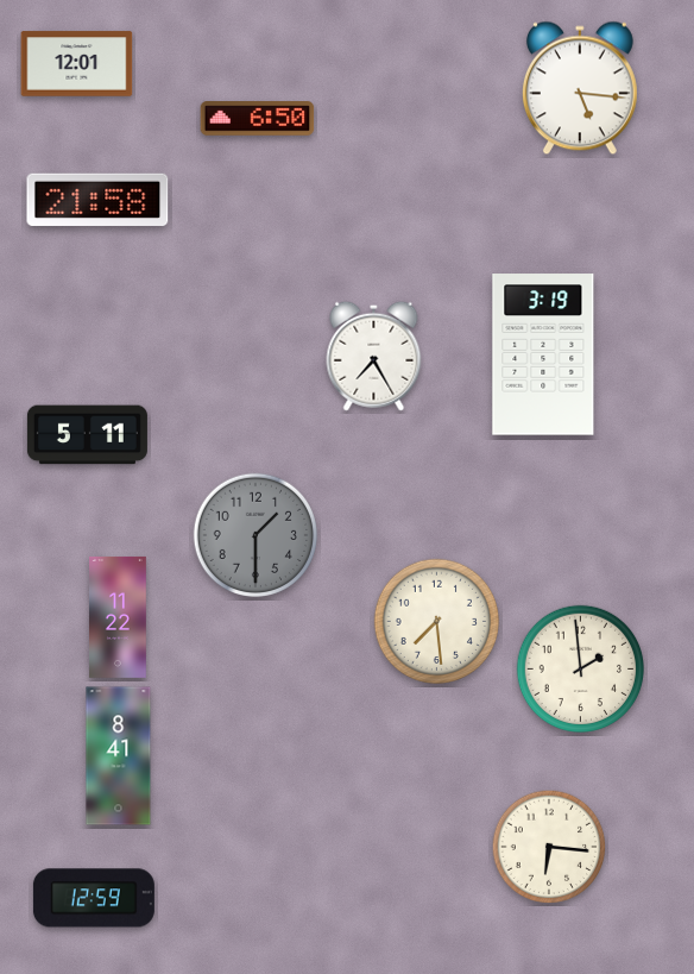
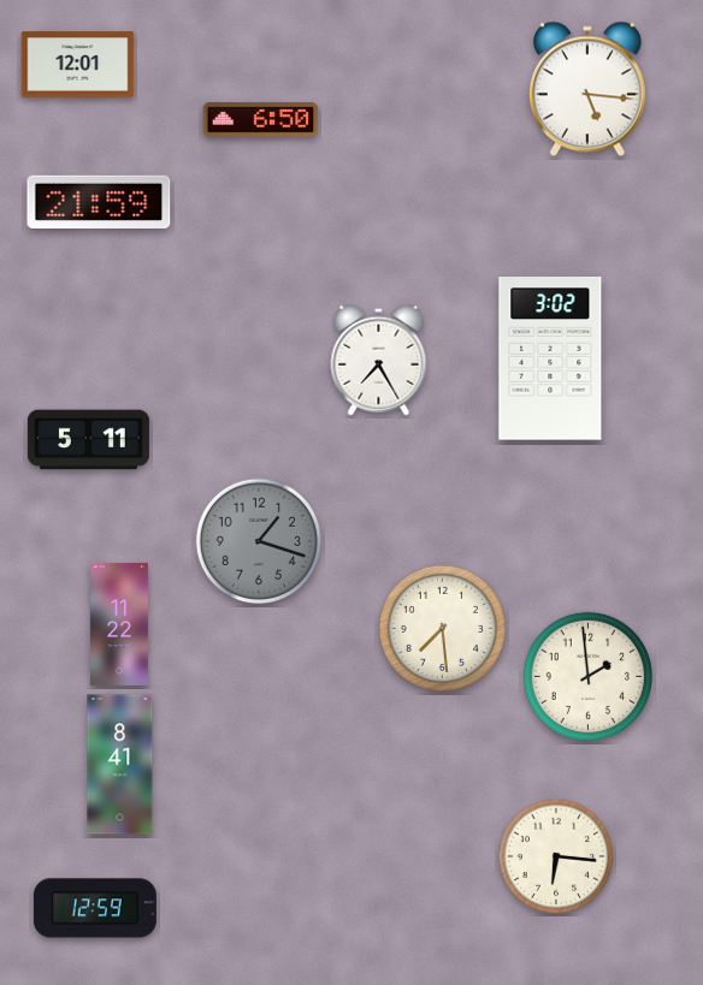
clock at (97, 200): 21:58 -> 21:59
clock at (543, 354): 3:19 -> 3:02
clock at (255, 535): 1:30 -> 1:18
